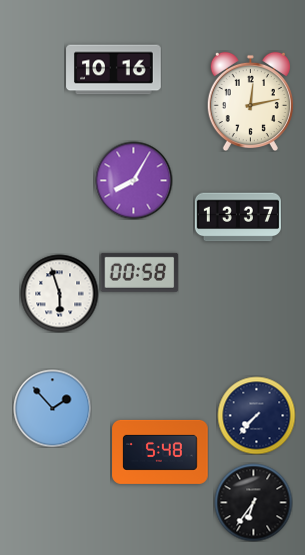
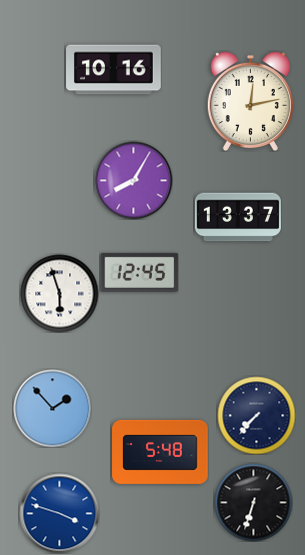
clock at (139, 272): 00:58 -> 12:45
clock at (253, 502): 6:36 -> 6:33
clock at (59, 513): none -> 3:48
